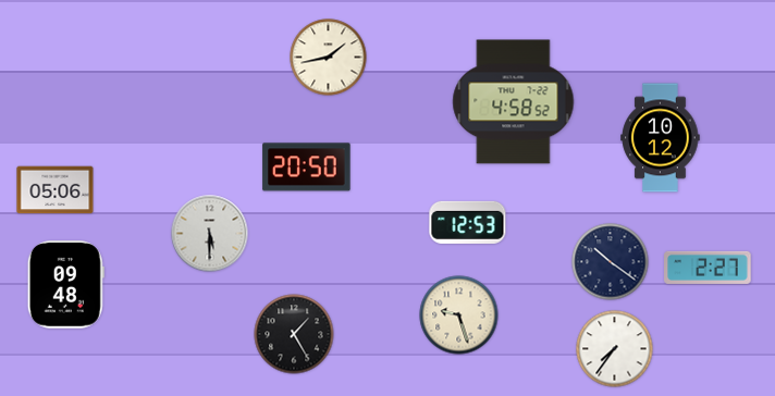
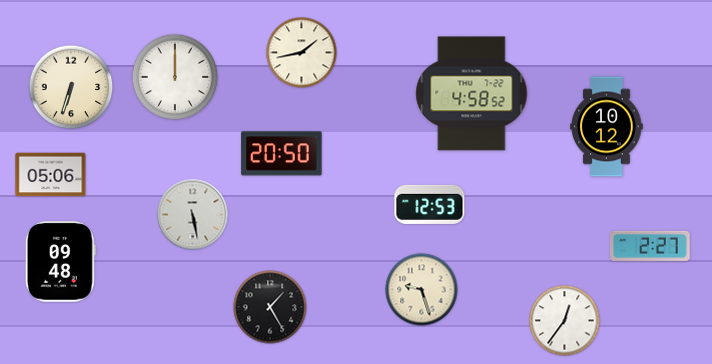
clock at (175, 77): none -> 12:00
clock at (71, 87): none -> 6:33
clock at (210, 234): 5:30 -> 5:28
clock at (611, 262): 10:21 -> none
clock at (615, 349): 7:36 -> 12:36
